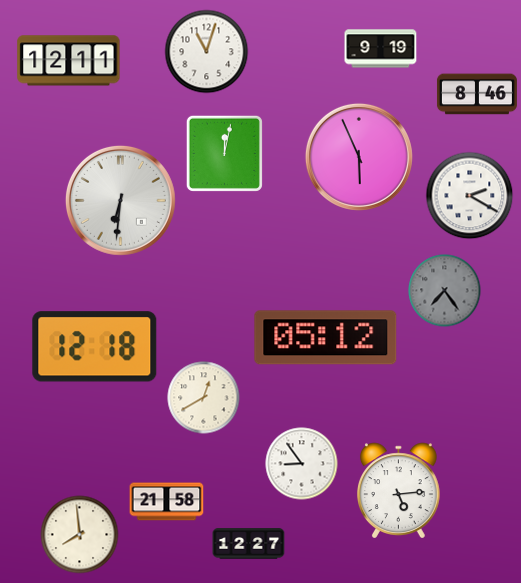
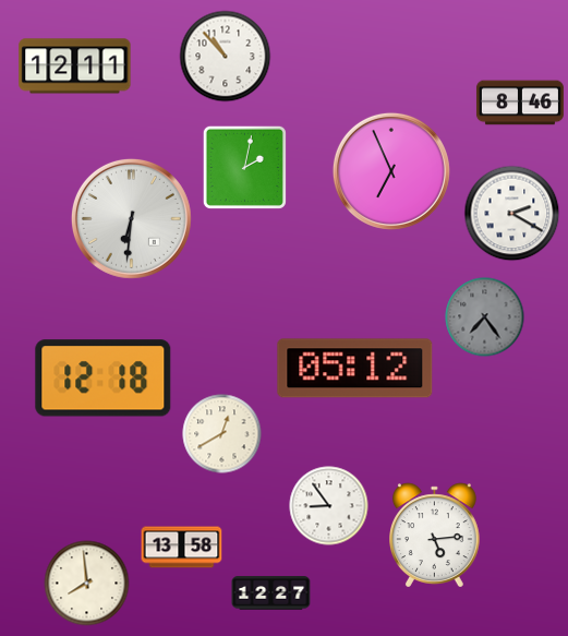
clock at (381, 49): 9:19 -> none
clock at (207, 52): 11:03 -> 10:53
clock at (224, 153): 12:02 -> 2:02
clock at (359, 157): 5:56 -> 6:56
clock at (167, 502): 21:58 -> 13:58
